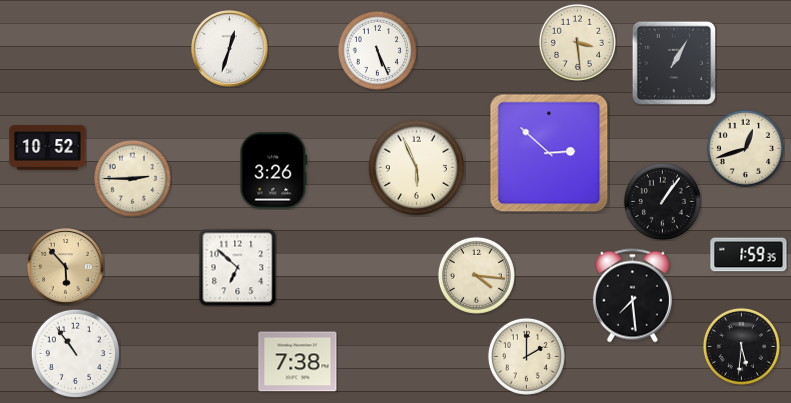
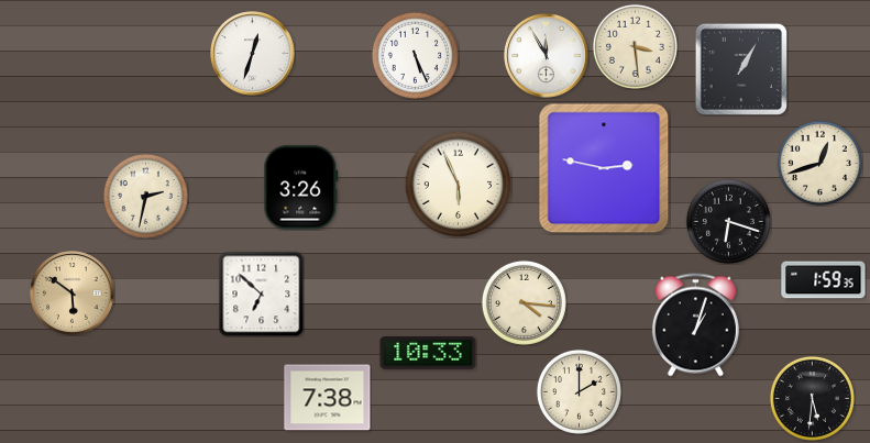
clock at (547, 56): none -> 11:55
clock at (48, 148): 10:52 -> none
clock at (549, 153): 2:52 -> 2:47
clock at (132, 178): 2:45 -> 2:32
clock at (662, 201): 1:06 -> 6:18
clock at (66, 267): 5:53 -> 5:51
clock at (632, 296): 7:29 -> 1:03
clock at (428, 354): none -> 10:33
clock at (741, 346) position: (741, 346) -> (812, 398)
clock at (75, 353): 10:54 -> none
